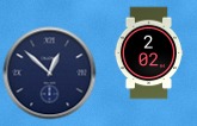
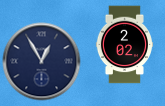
clock at (49, 73): 12:52 -> 12:55
